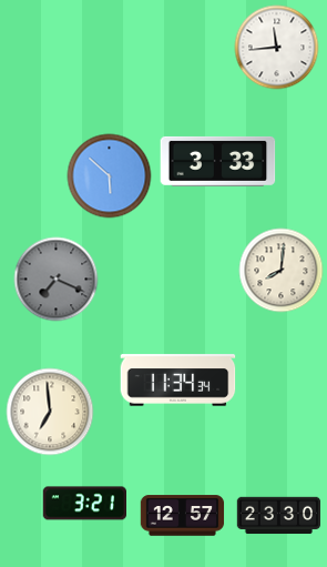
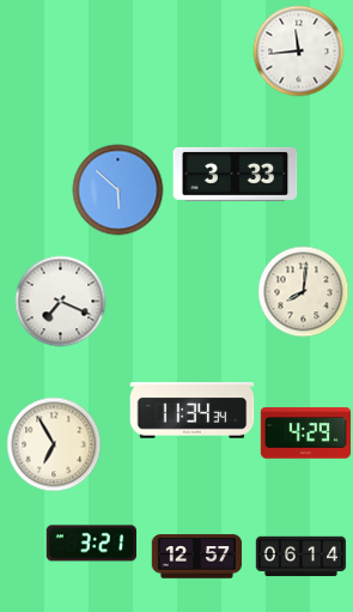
clock at (57, 280) dial: grey -> white
clock at (306, 434): none -> 4:29
clock at (50, 412): 6:59 -> 6:55
clock at (279, 516): 23:30 -> 06:14
